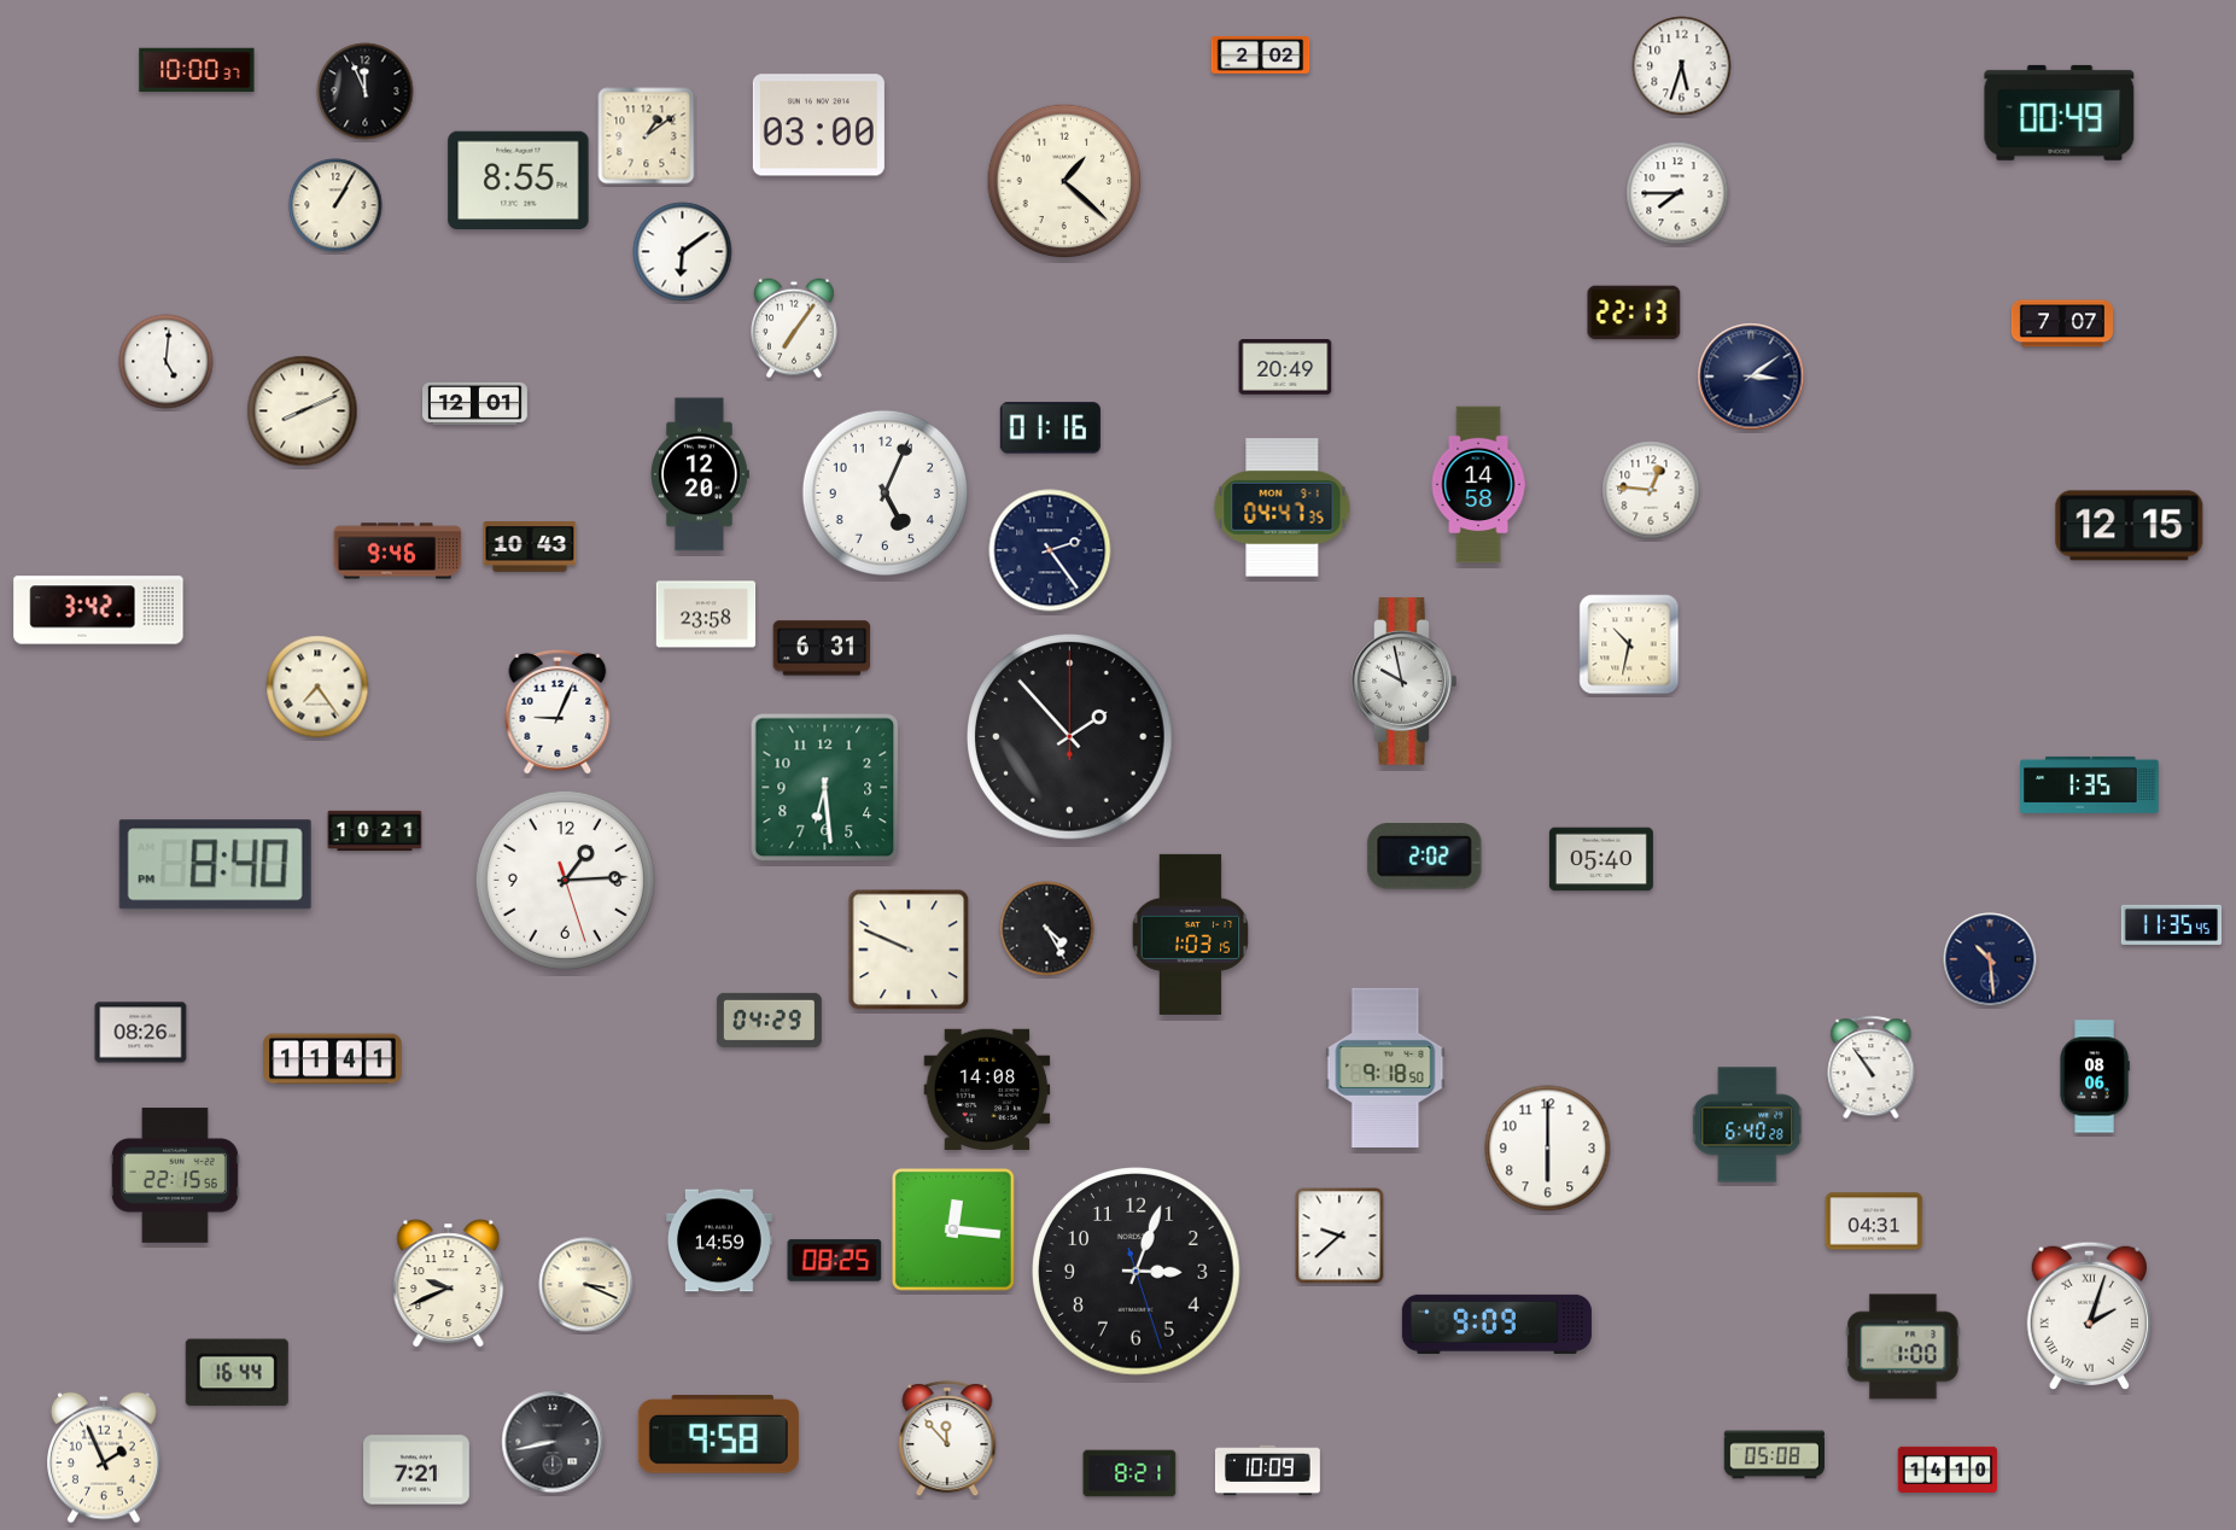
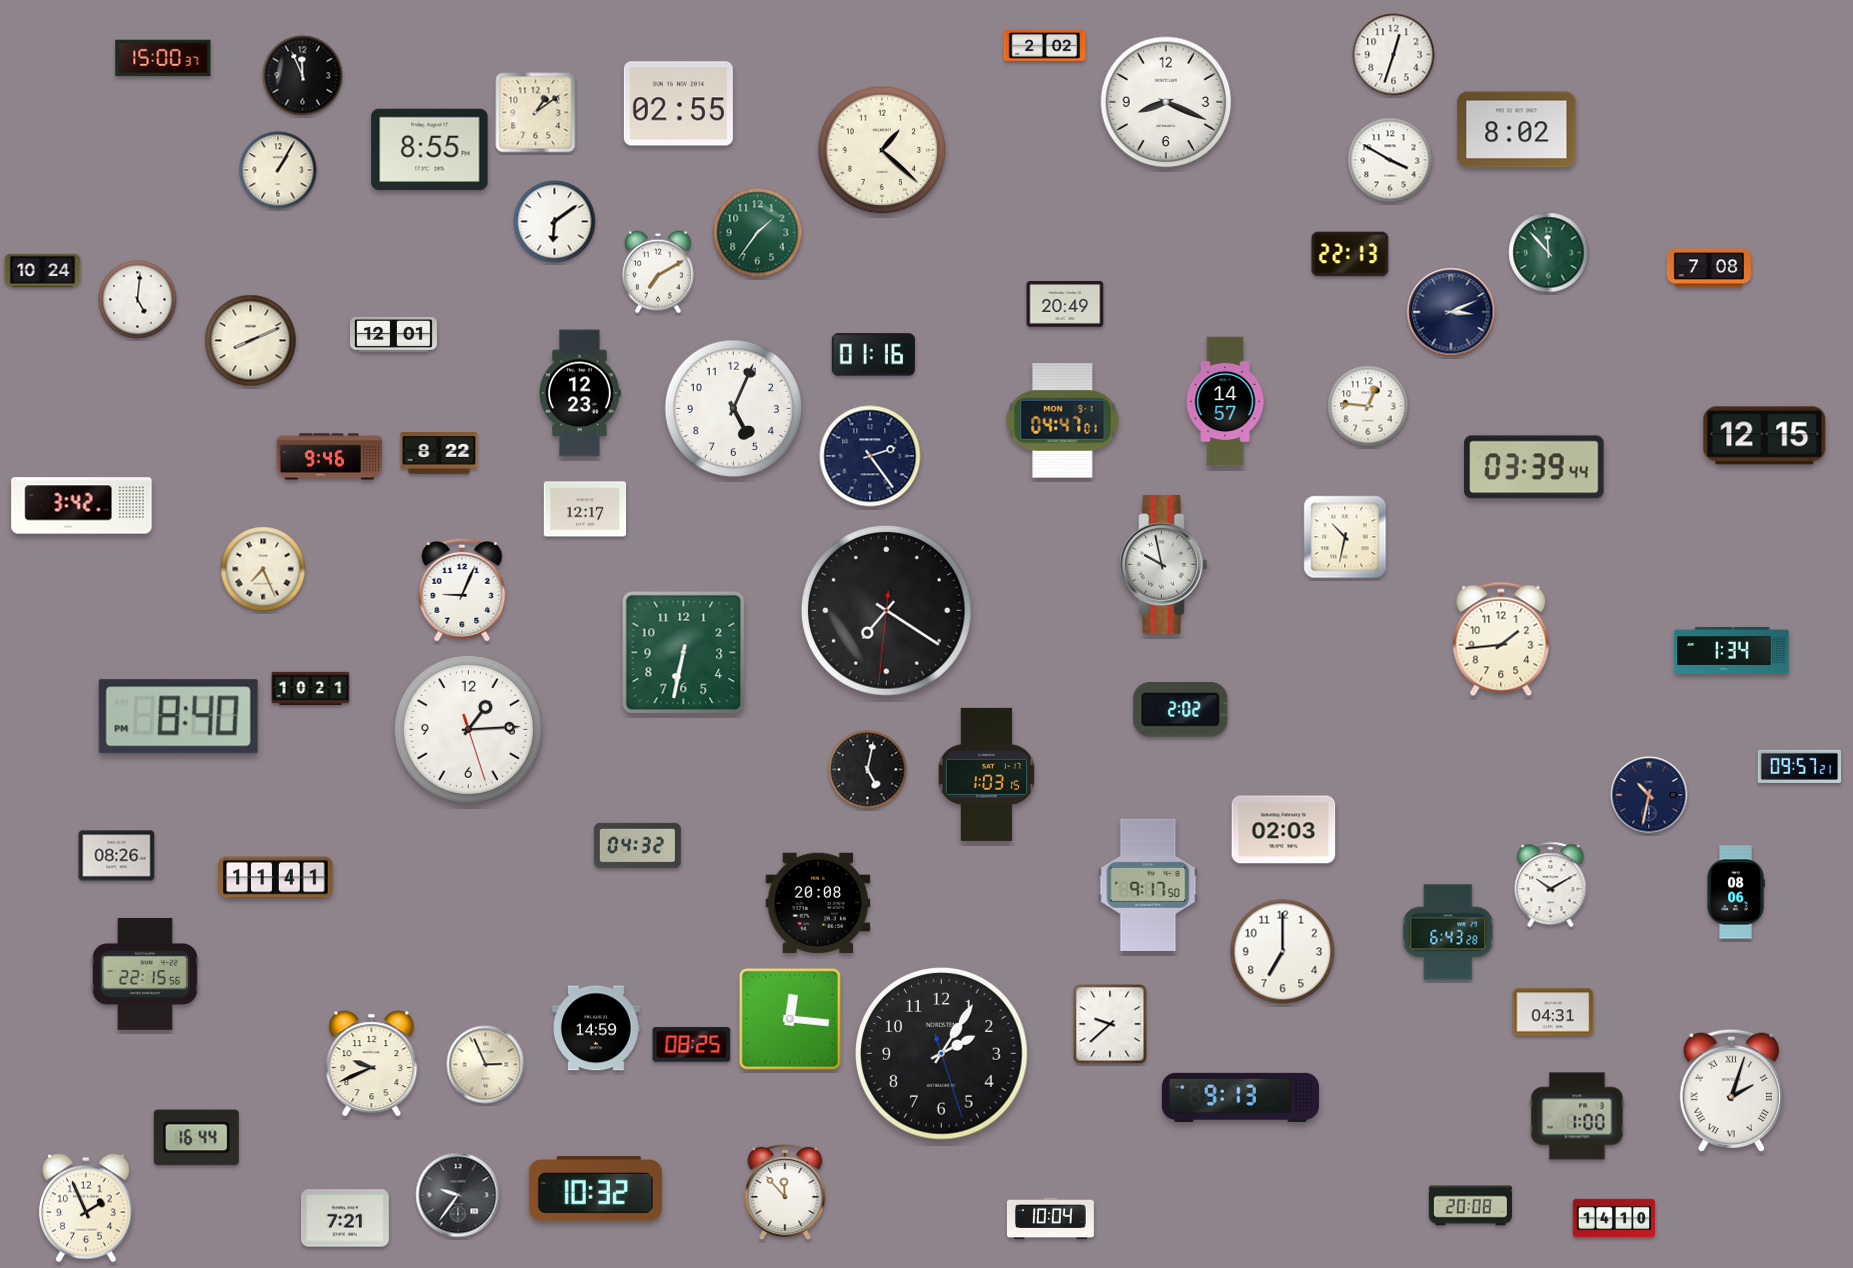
clock at (1682, 66): 5:33 -> 12:33
clock at (197, 70): 10:00 -> 15:00
clock at (2060, 112): 00:49 -> none
clock at (1166, 102): none -> 8:19
clock at (818, 125): 03:00 -> 02:55
clock at (1517, 130): none -> 8:02
clock at (1677, 193): 7:45 -> 3:50
clock at (683, 252) position: (683, 252) -> (555, 222)
clock at (758, 233): none -> 1:36
clock at (1549, 253): none -> 11:53
clock at (1634, 313) position: (1634, 313) -> (1350, 254)
clock at (2062, 323): 7:07 -> 7:08
clock at (43, 270): none -> 10:24
clock at (795, 328): 7:06 -> 7:10
clock at (1751, 376): 3:09 -> 3:11
clock at (1050, 428) position: (1050, 428) -> (873, 355)
clock at (700, 474): 12:20 -> 12:23
clock at (1478, 485): 14:58 -> 14:57
clock at (1283, 508): 04:47:35 -> 04:47:01
clock at (530, 547): 10:43 -> 8:22
clock at (1534, 467): none -> 03:39
clock at (706, 614): 23:58 -> 12:17
clock at (1629, 644) position: (1629, 644) -> (1345, 537)
clock at (822, 648): 6:31 -> none
clock at (317, 687): 7:24 -> 7:26
clock at (1070, 737): 1:53 -> 7:20
clock at (1501, 639): none -> 1:44
clock at (2090, 784): 1:35 -> 1:34
clock at (825, 788): 6:29 -> 6:32
clock at (1601, 859): 05:40 -> none
clock at (2171, 924): 11:35 -> 09:57
clock at (1047, 929): 4:25 -> 5:02
clock at (909, 950): 9:49 -> none
clock at (1990, 959): 10:29 -> 10:32
clock at (1284, 830): none -> 02:03
clock at (769, 1020): 04:29 -> 04:32
clock at (1385, 1068): 9:18 -> 9:17
clock at (1872, 1068): 10:54 -> 10:10
clock at (987, 1088): 14:08 -> 20:08
clock at (1748, 1125): 6:40 -> 6:43
clock at (1548, 1149): 6:00 -> 7:00
clock at (1137, 1272): 3:03 -> 2:05
clock at (586, 1285): 3:19 -> 2:56
clock at (1496, 1324): 9:09 -> 9:13
clock at (718, 1435): 9:58 -> 10:32
clock at (553, 1442): 8:43 -> 9:36
clock at (1774, 1455): 05:08 -> 20:08
clock at (1267, 1471): 10:09 -> 10:04
clock at (1129, 1473): 8:21 -> none
